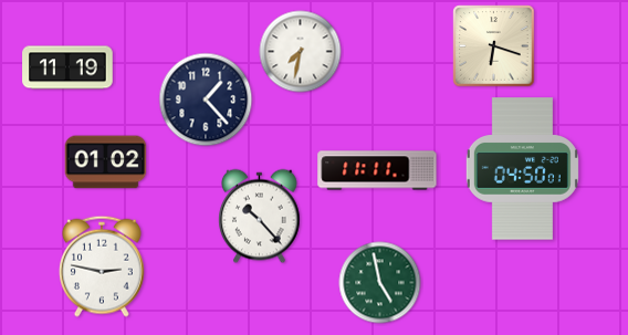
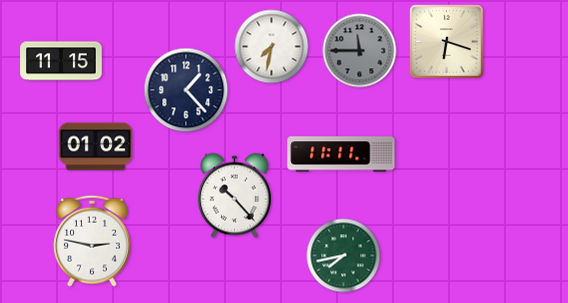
clock at (360, 51): none -> 11:45
clock at (67, 67): 11:19 -> 11:15
clock at (522, 169): 04:50 -> none
clock at (380, 283): 4:58 -> 7:43
